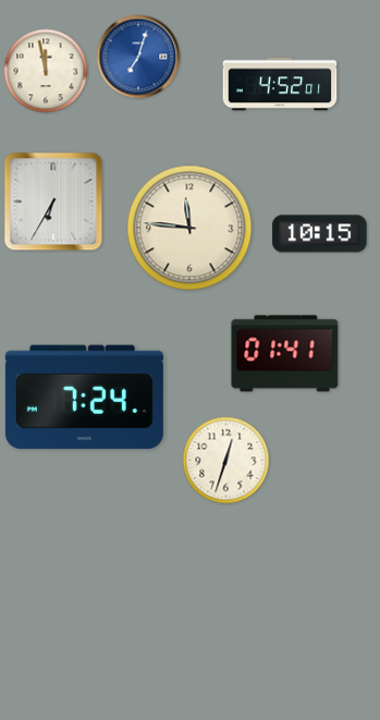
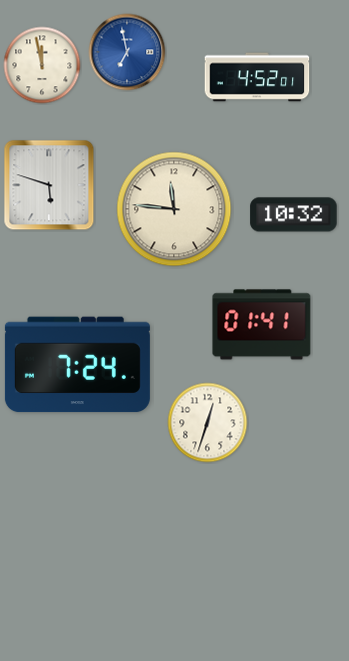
clock at (138, 57): 7:03 -> 6:58
clock at (53, 202): 6:35 -> 5:48
clock at (320, 234): 10:15 -> 10:32
